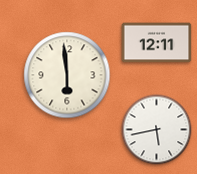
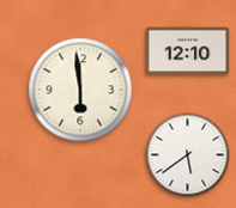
clock at (157, 43): 12:11 -> 12:10
clock at (157, 130): 5:43 -> 5:39
